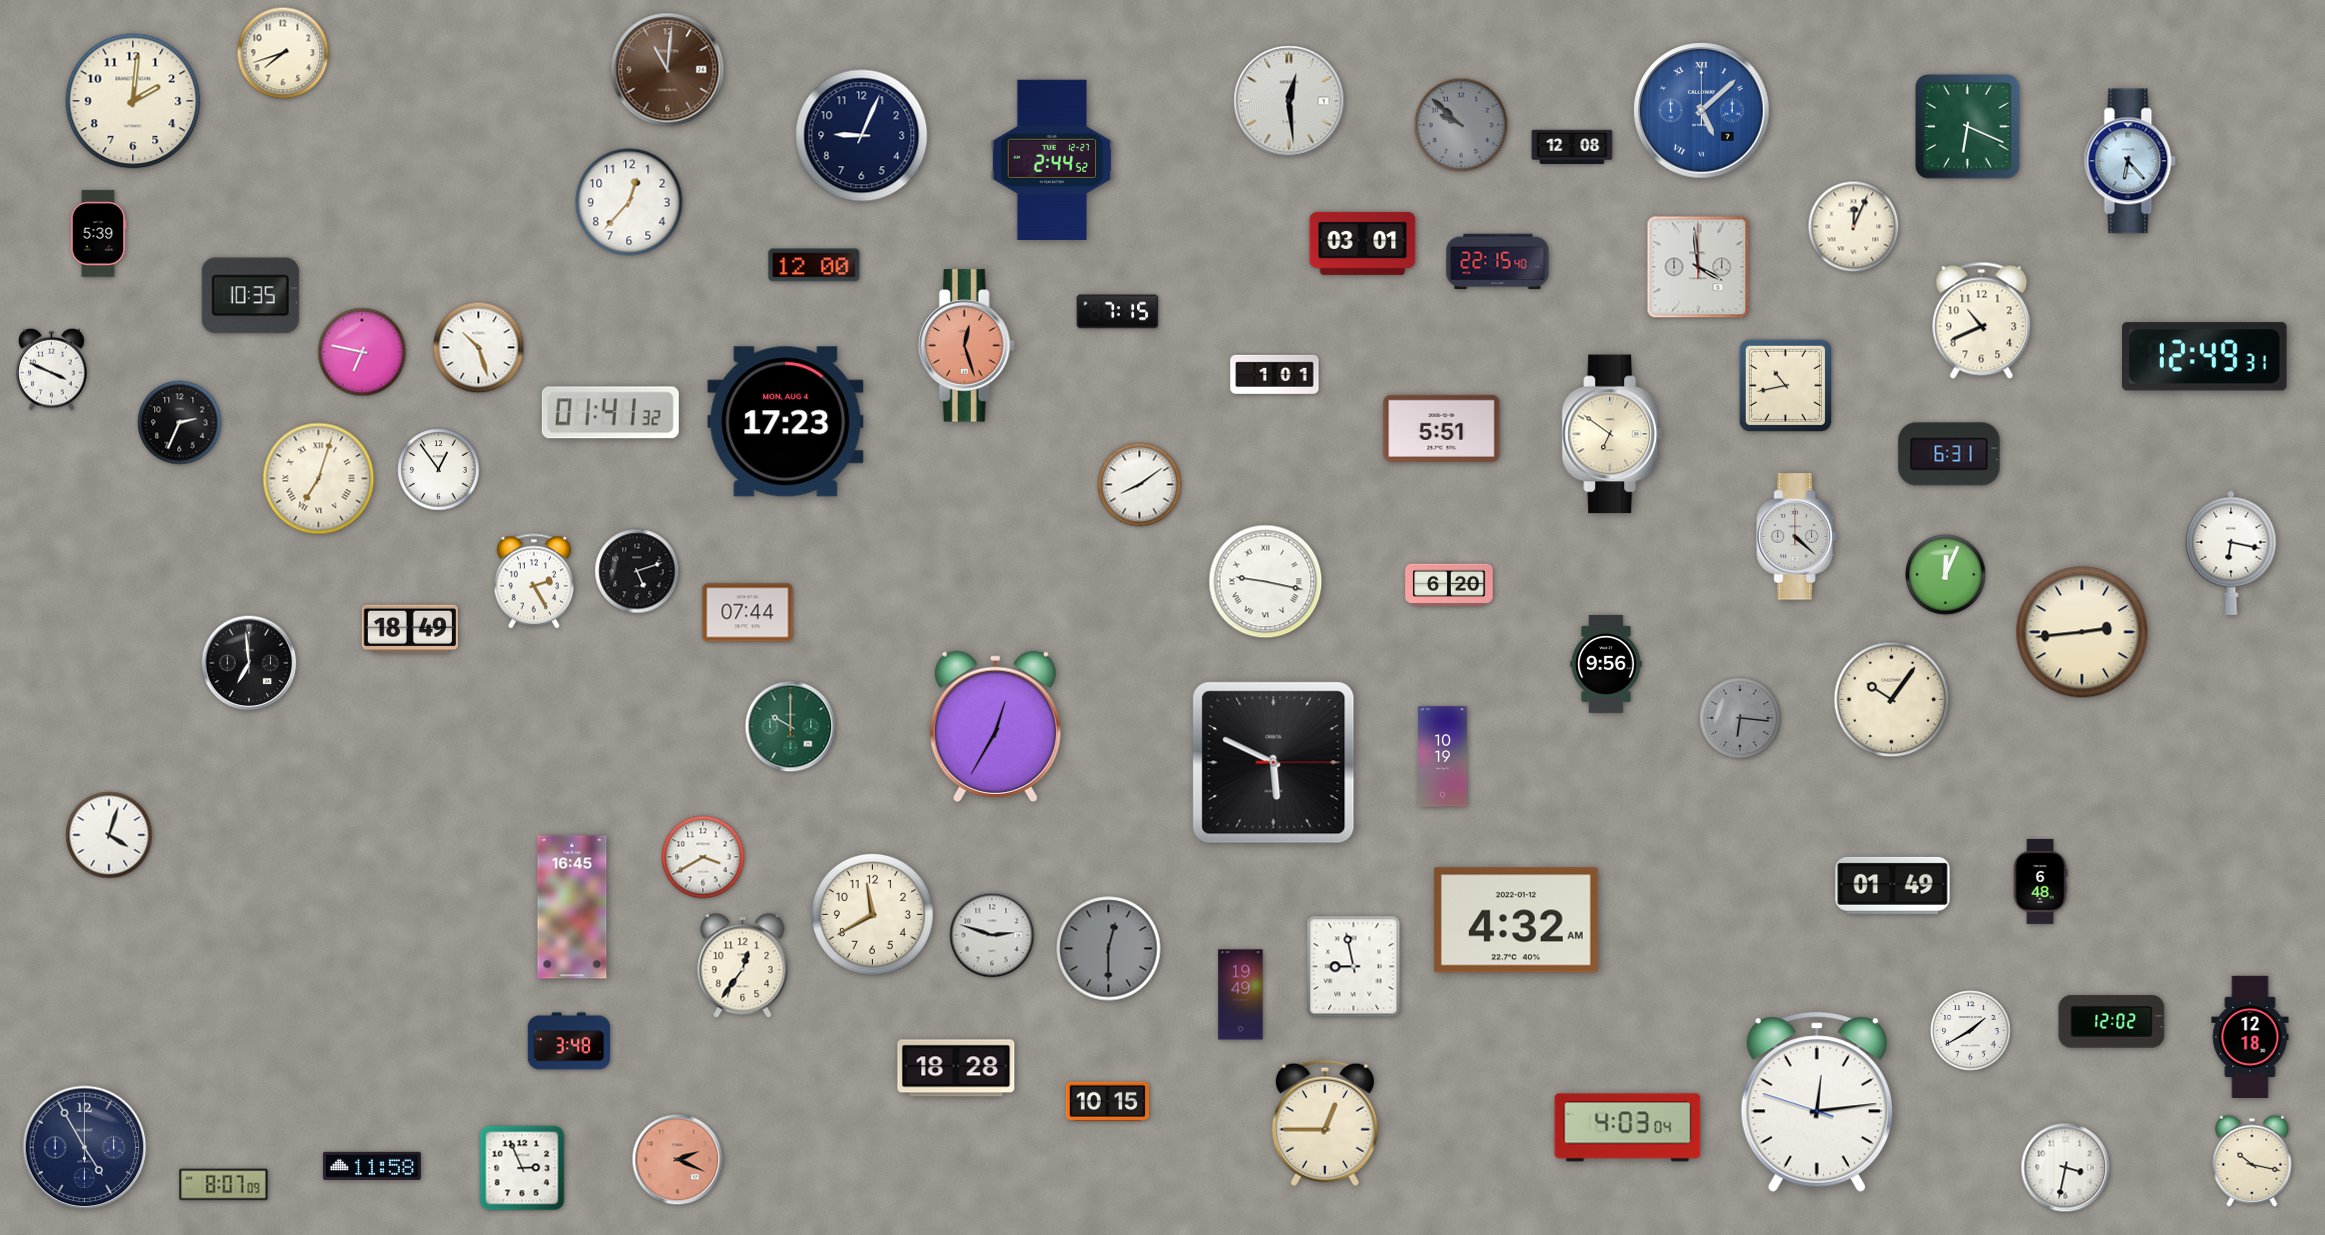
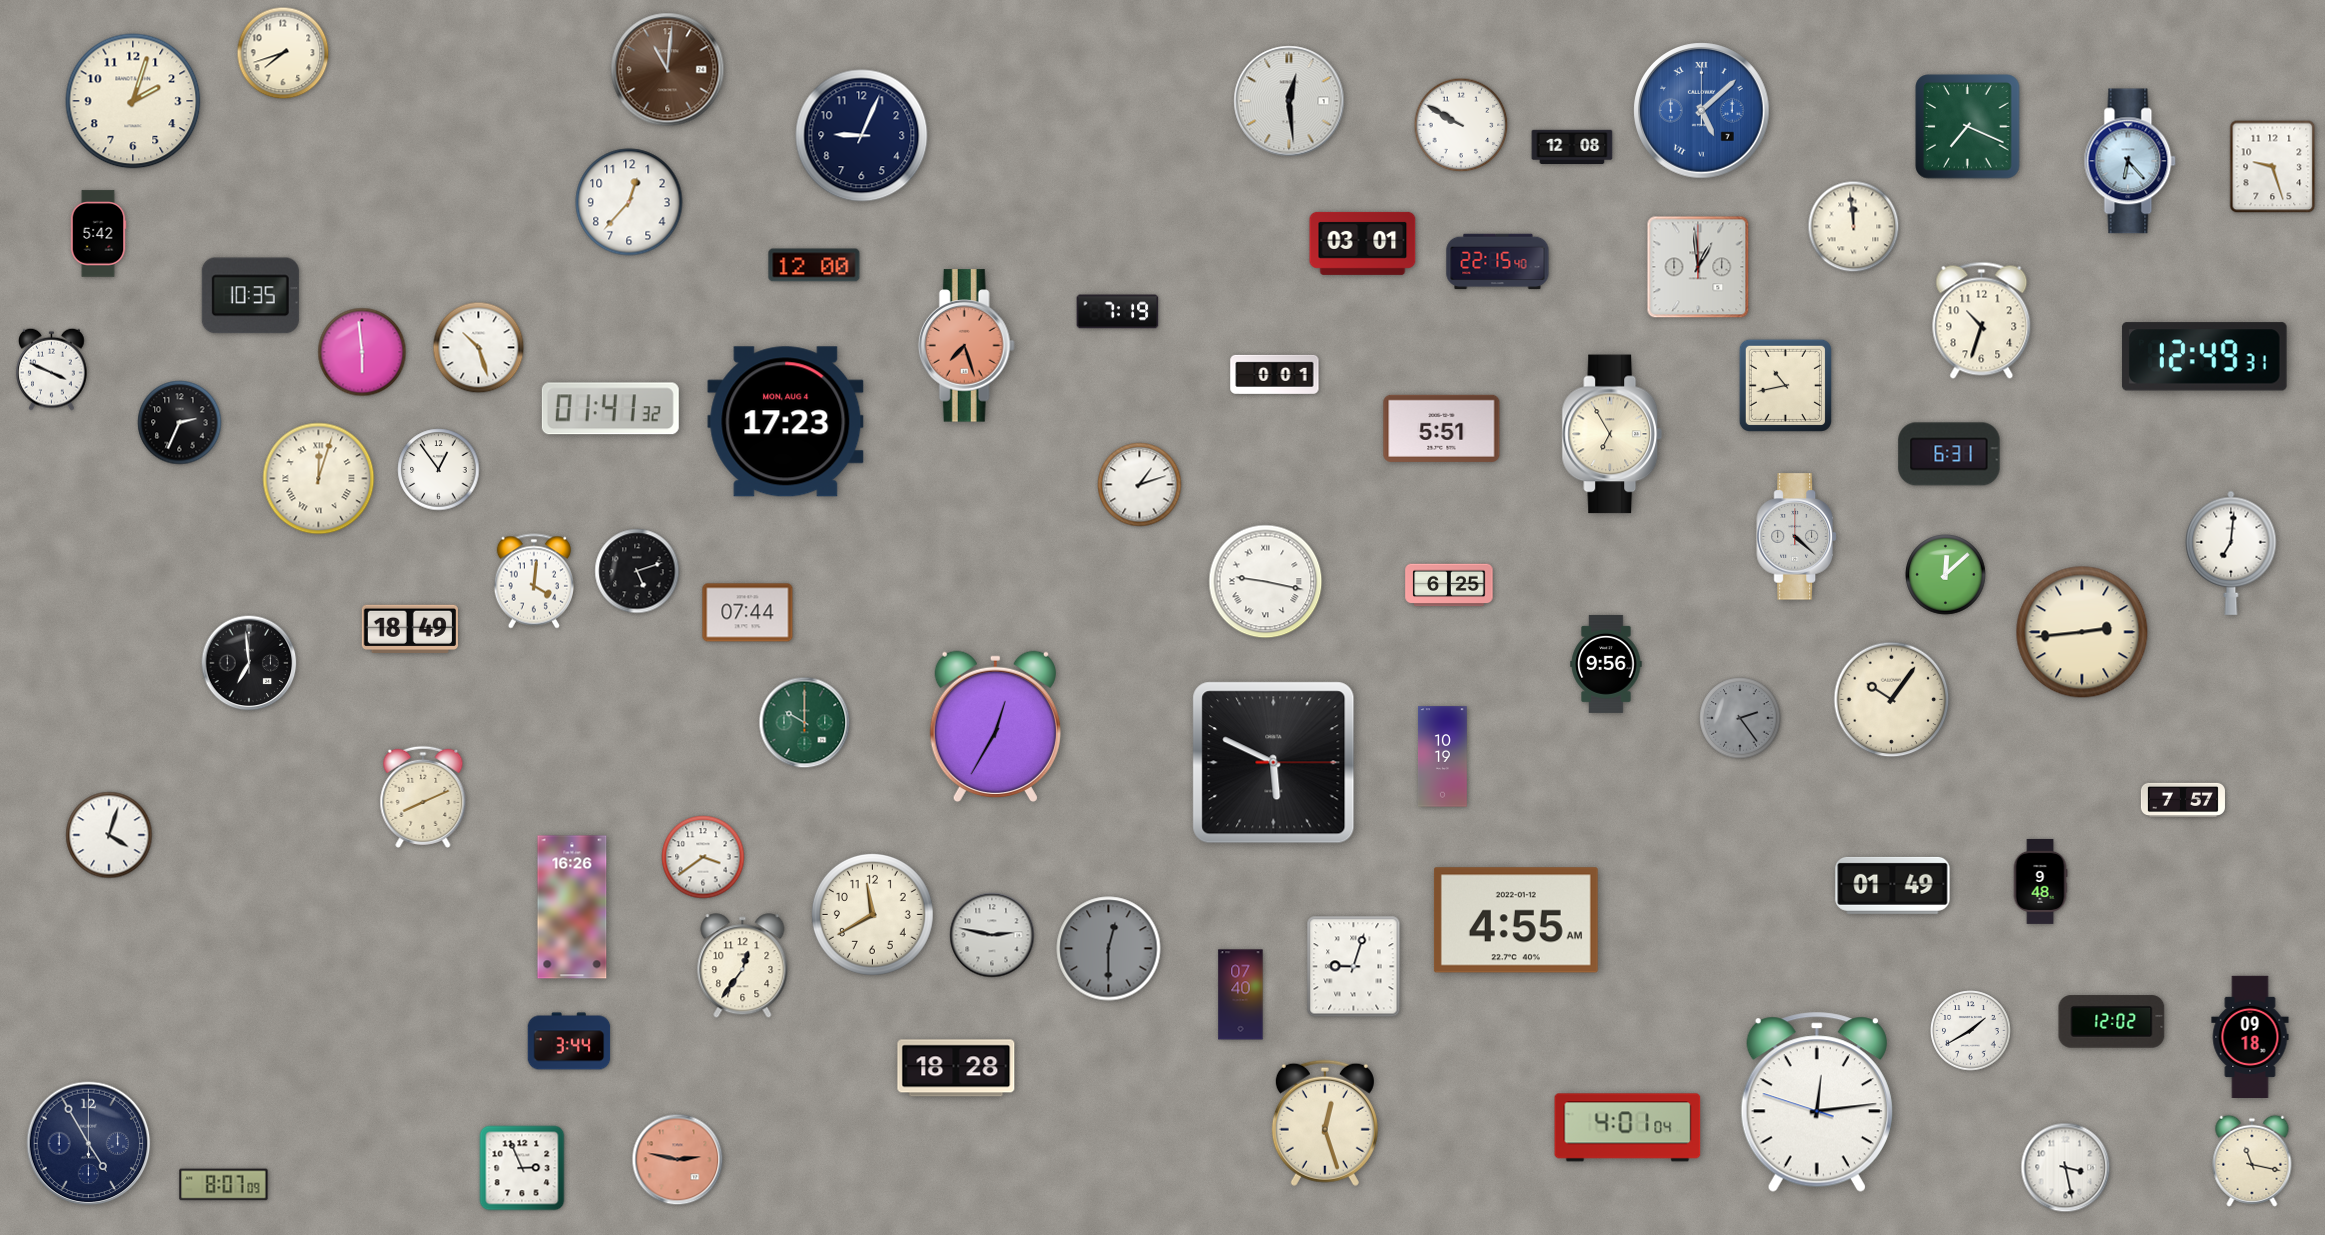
clock at (133, 101): 2:01 -> 2:03
clock at (1461, 125): 9:52 -> 9:50
clock at (1461, 125) dial: grey -> white
clock at (1968, 127): 6:19 -> 7:19
clock at (1052, 159): 2:44 -> none
clock at (2273, 167): none -> 9:27
clock at (1854, 227): 12:04 -> 11:59
clock at (98, 234): 5:39 -> 5:42
clock at (1698, 267): 3:59 -> 12:59
clock at (1118, 312): 7:15 -> 7:19
clock at (1982, 320): 10:41 -> 10:33
clock at (966, 346): 12:27 -> 7:27
clock at (362, 352): 6:47 -> 5:59
clock at (1275, 374): 1:01 -> 0:01
clock at (610, 413) position: (610, 413) -> (610, 409)
clock at (1612, 434): 6:51 -> 6:55
clock at (319, 479): 7:03 -> 12:03
clock at (1140, 485): 8:09 -> 1:12
clock at (2231, 553): 6:17 -> 7:01
clock at (1946, 575): 12:04 -> 12:08
clock at (534, 581): 2:25 -> 4:01
clock at (1449, 585): 6:20 -> 6:25
clock at (1740, 718): 6:16 -> 2:24
clock at (791, 727) position: (791, 727) -> (805, 723)
clock at (423, 797): none -> 8:11
clock at (2183, 800): none -> 7:57
clock at (703, 857): 3:40 -> 3:39
clock at (2040, 881): 6:48 -> 9:48
clock at (572, 907): 16:45 -> 16:26
clock at (1516, 920): 4:32 -> 4:55
clock at (992, 935): 2:48 -> 2:47
clock at (1354, 967): 8:58 -> 9:03
clock at (1241, 995): 19:49 -> 07:40
clock at (2250, 1036): 12:18 -> 09:18
clock at (569, 1041): 3:48 -> 3:44
clock at (1107, 1101): 10:15 -> none
clock at (1325, 1123): 12:45 -> 12:27
clock at (1628, 1128): 4:03 -> 4:01
clock at (85, 1148) position: (85, 1148) -> (89, 1144)
clock at (678, 1160): 2:19 -> 2:47
clock at (2252, 1161): 10:17 -> 11:17
clock at (372, 1166): 11:58 -> none
clock at (2066, 1168): 3:32 -> 3:28
